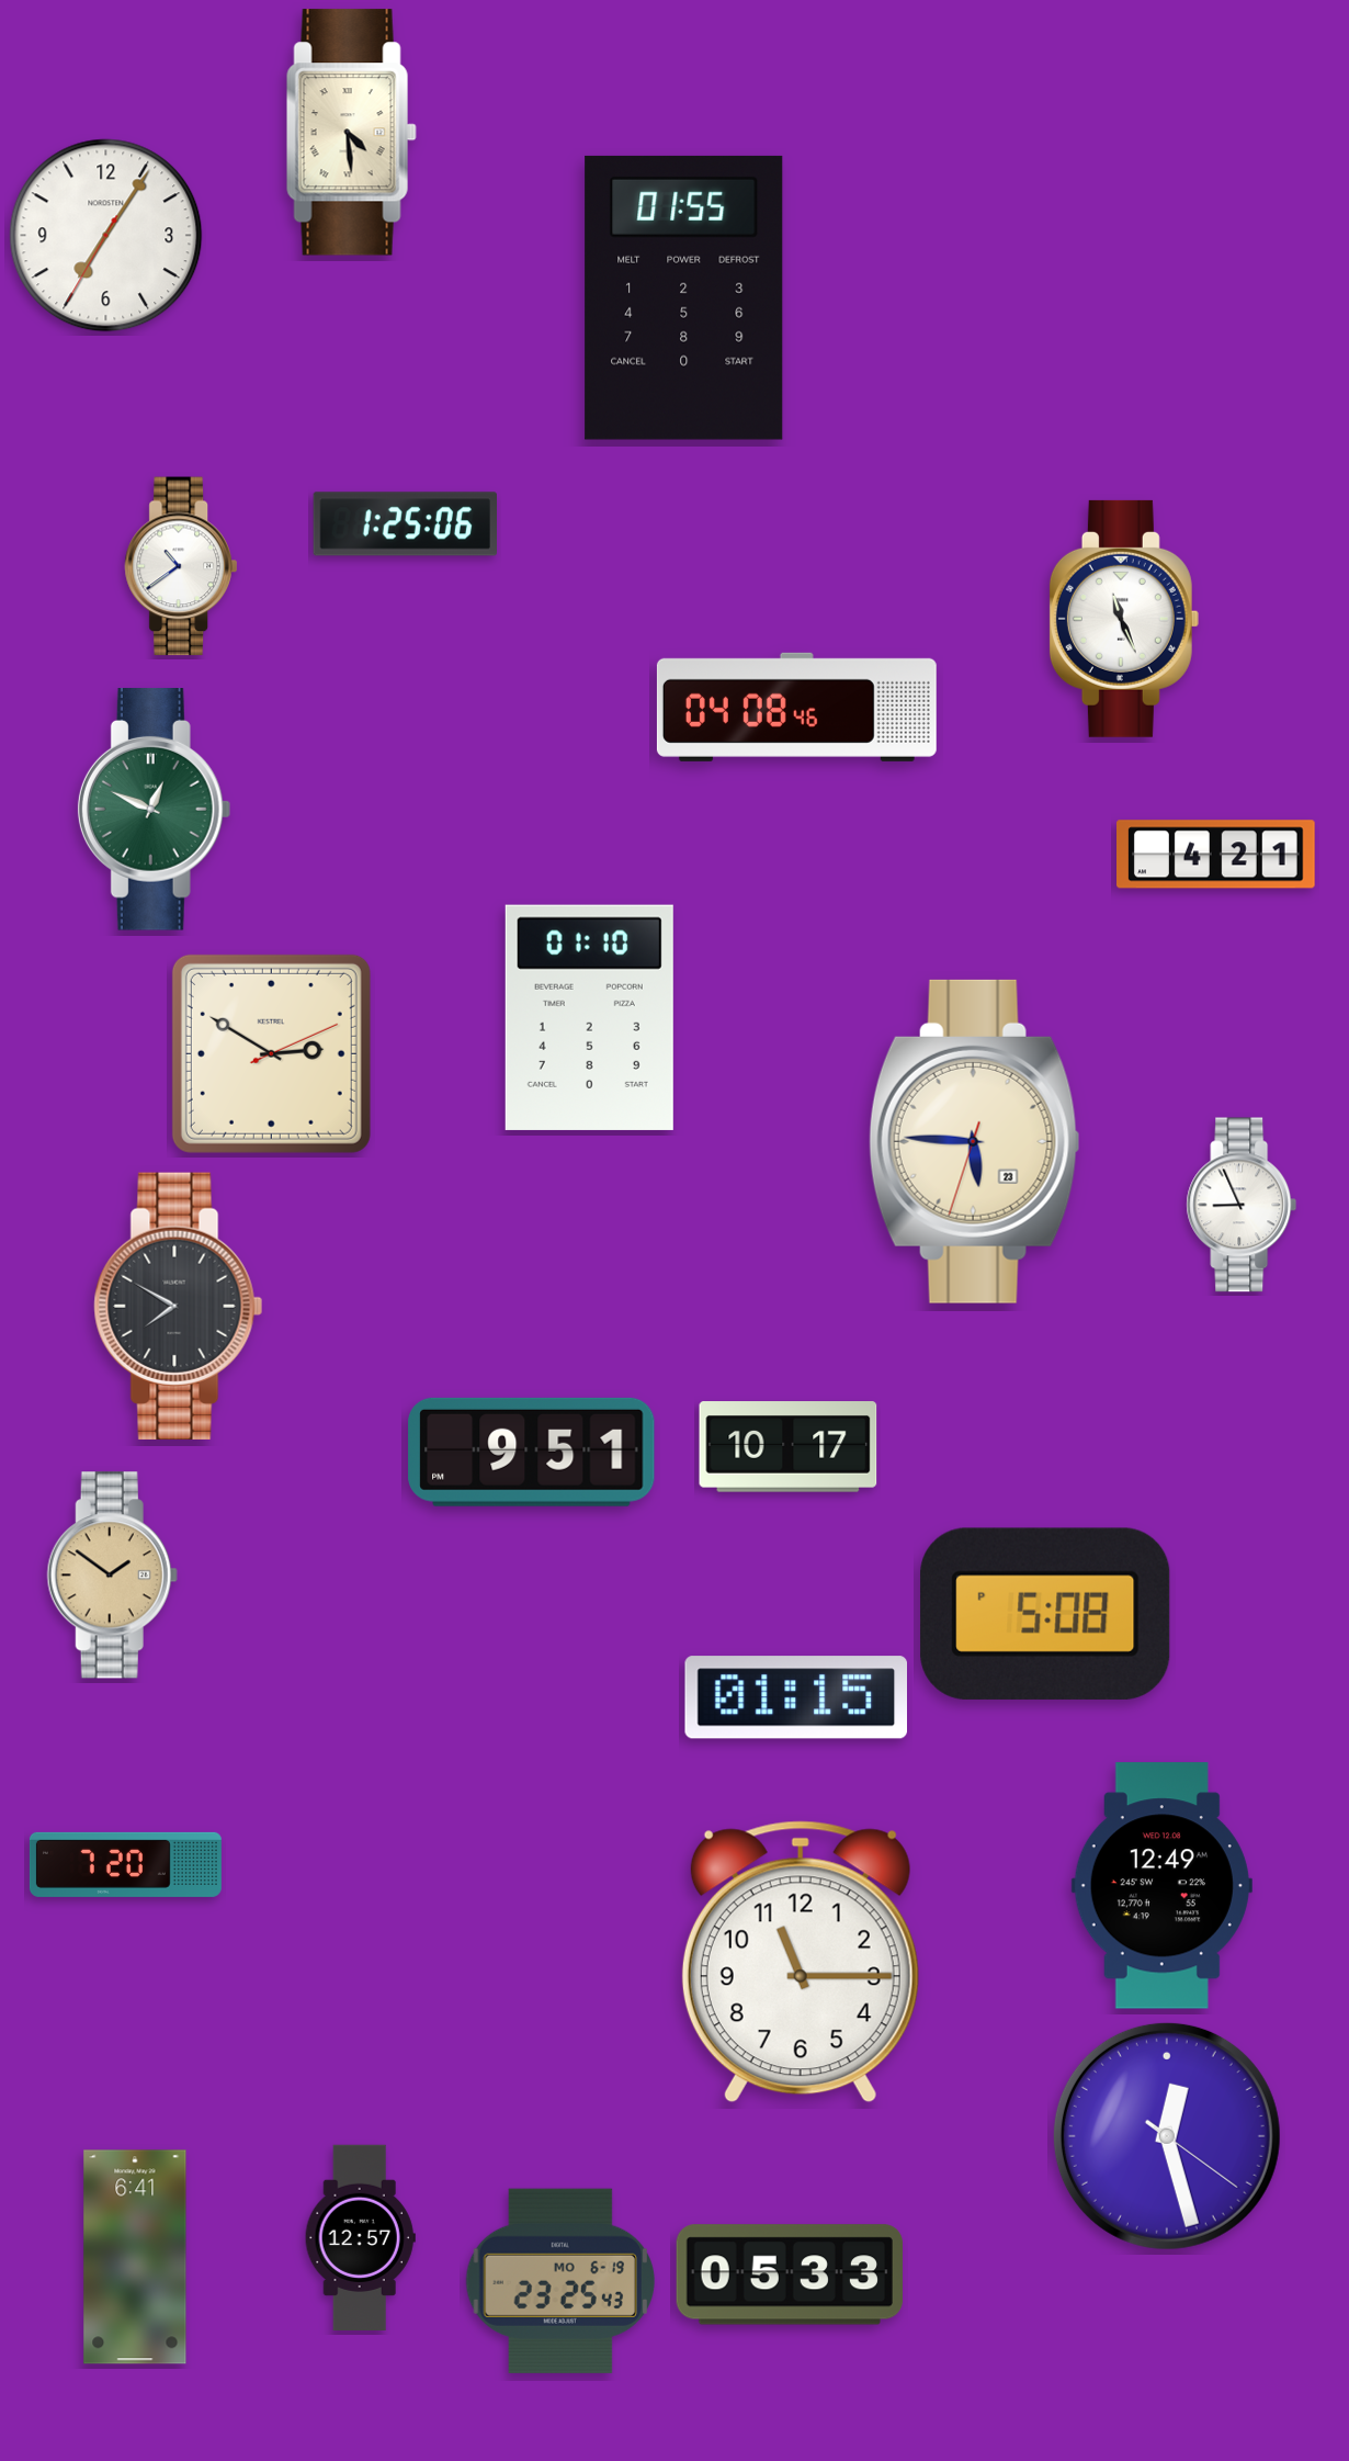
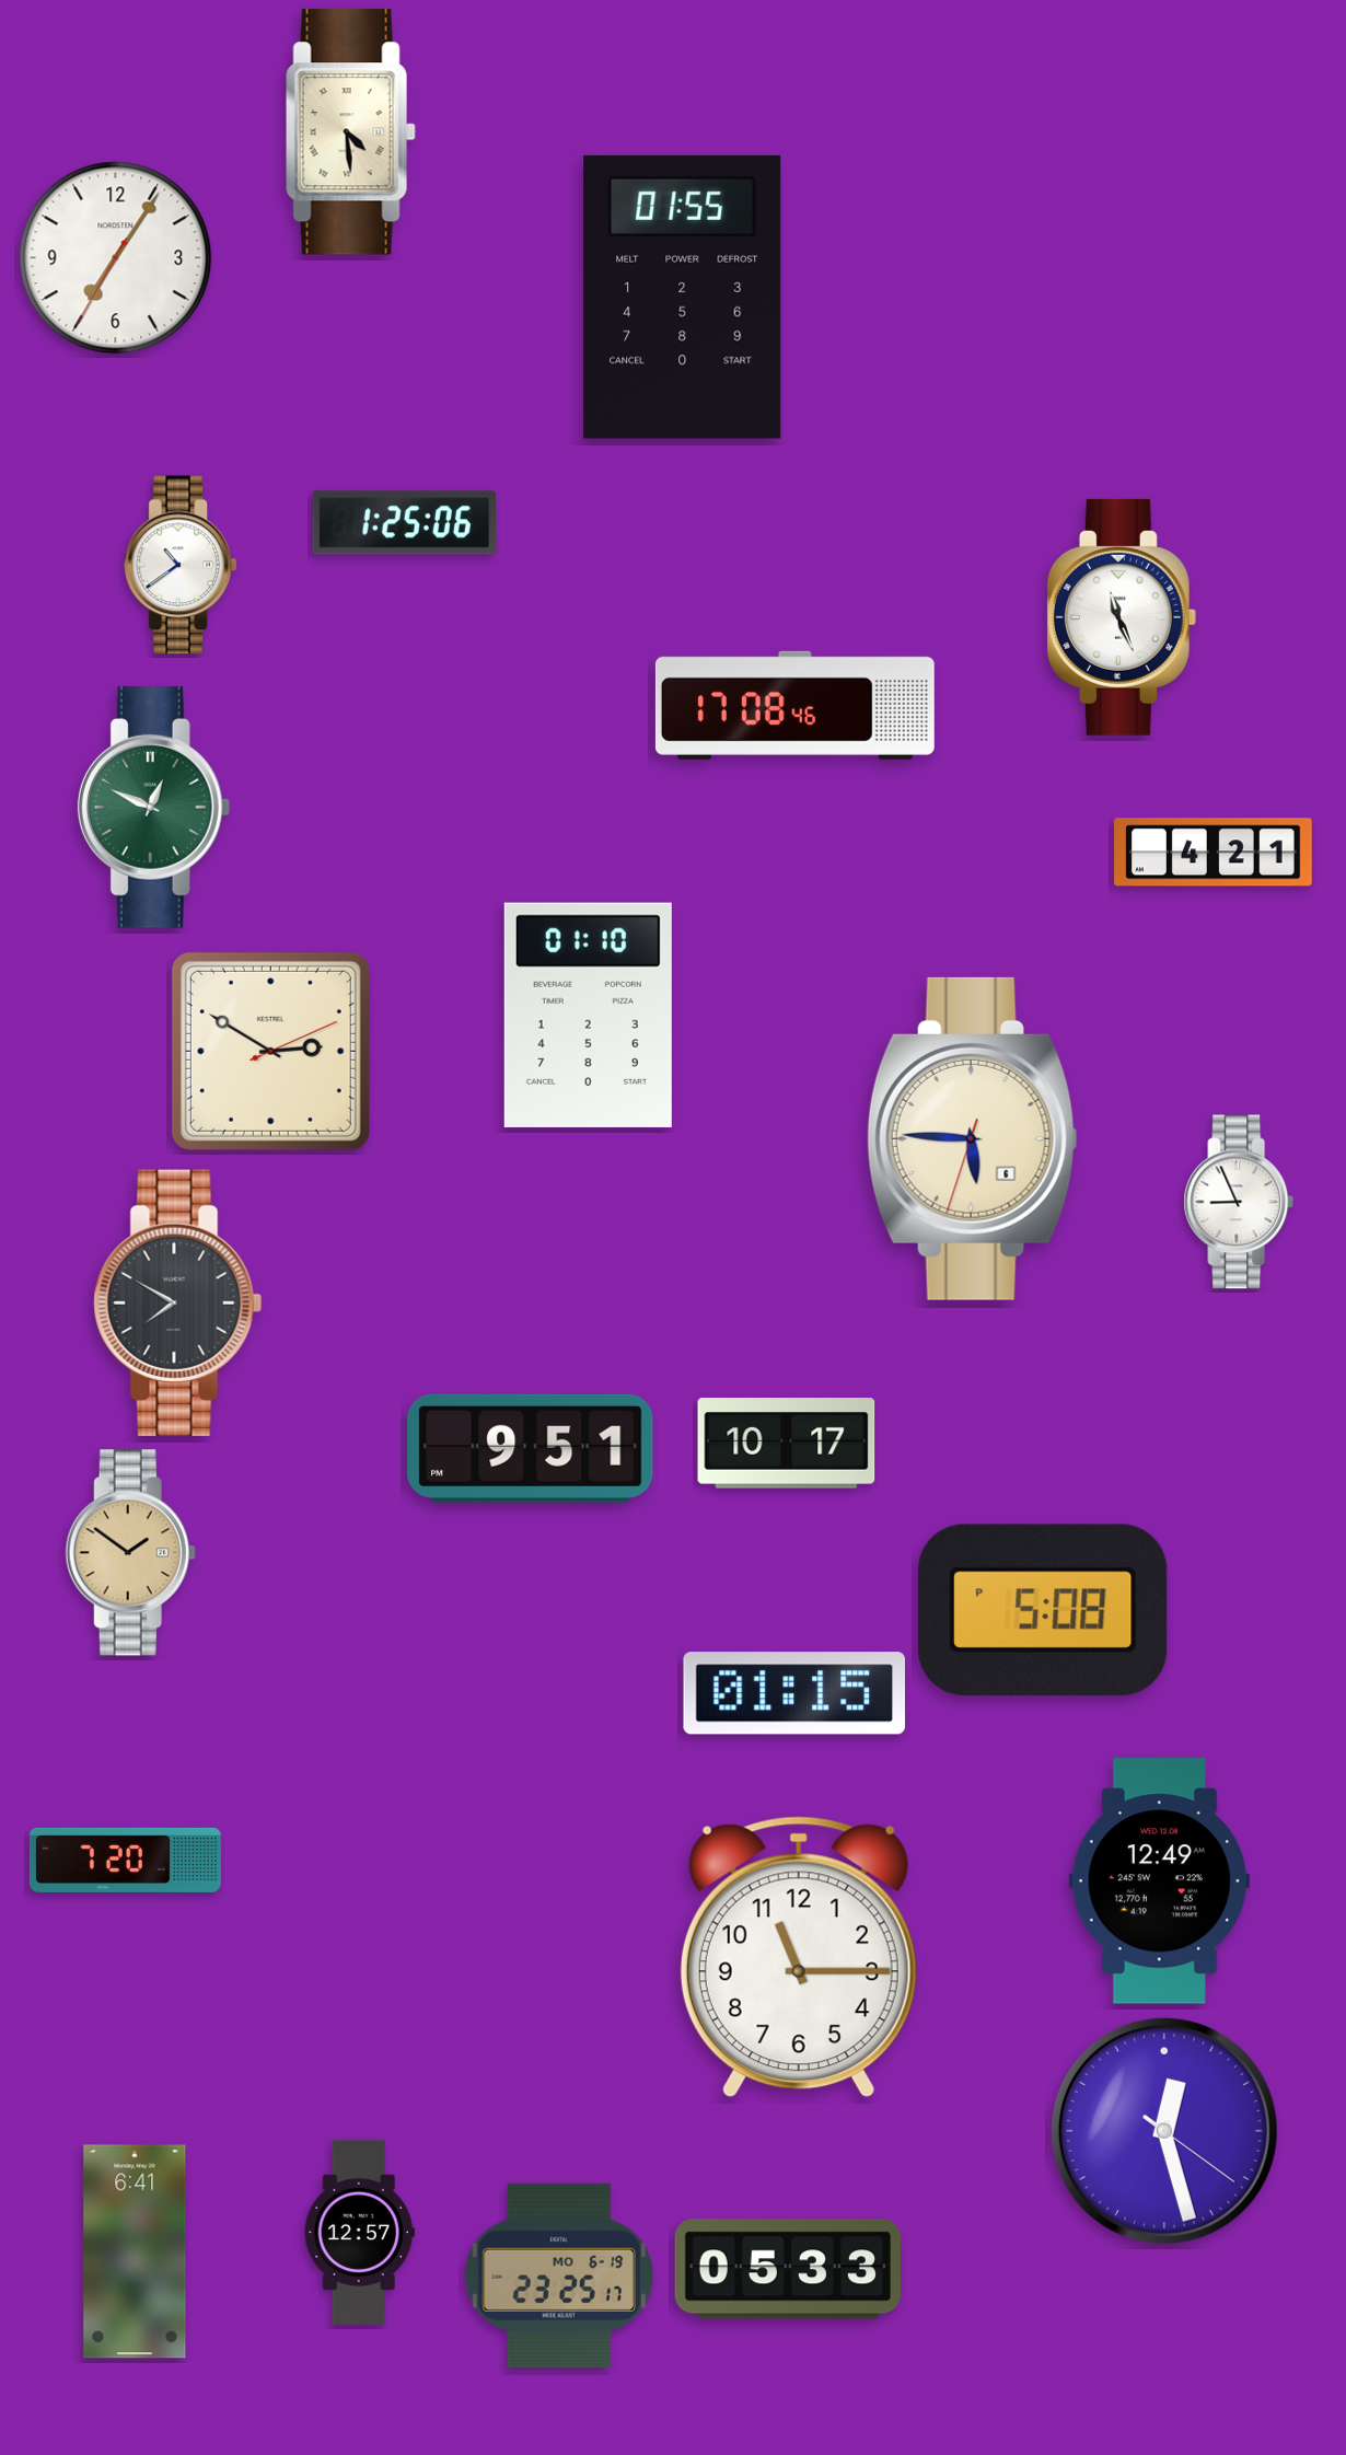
clock at (106, 236) position: (106, 236) -> (116, 258)
clock at (796, 707): 04:08 -> 17:08
clock at (975, 1141) date: 23 -> 6
clock at (112, 1576) position: (112, 1576) -> (130, 1553)
clock at (559, 2281): 23:25:43 -> 23:25:17
